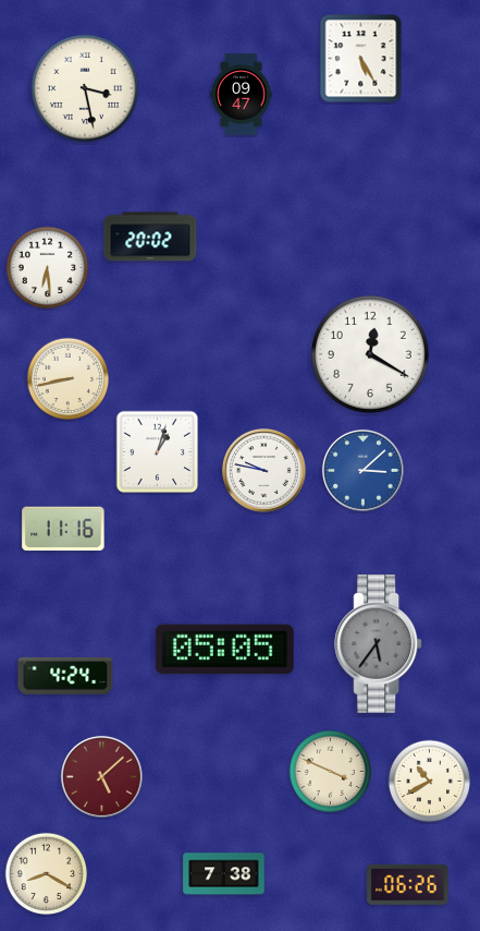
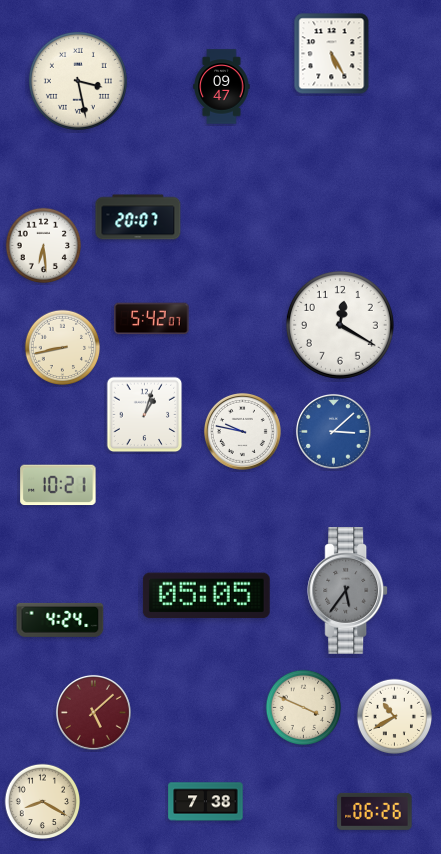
clock at (150, 237): 20:02 -> 20:07
clock at (152, 319): none -> 5:42
clock at (63, 529): 11:16 -> 10:21
